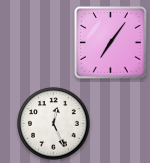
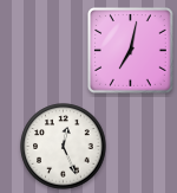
clock at (111, 43): 7:06 -> 7:02
